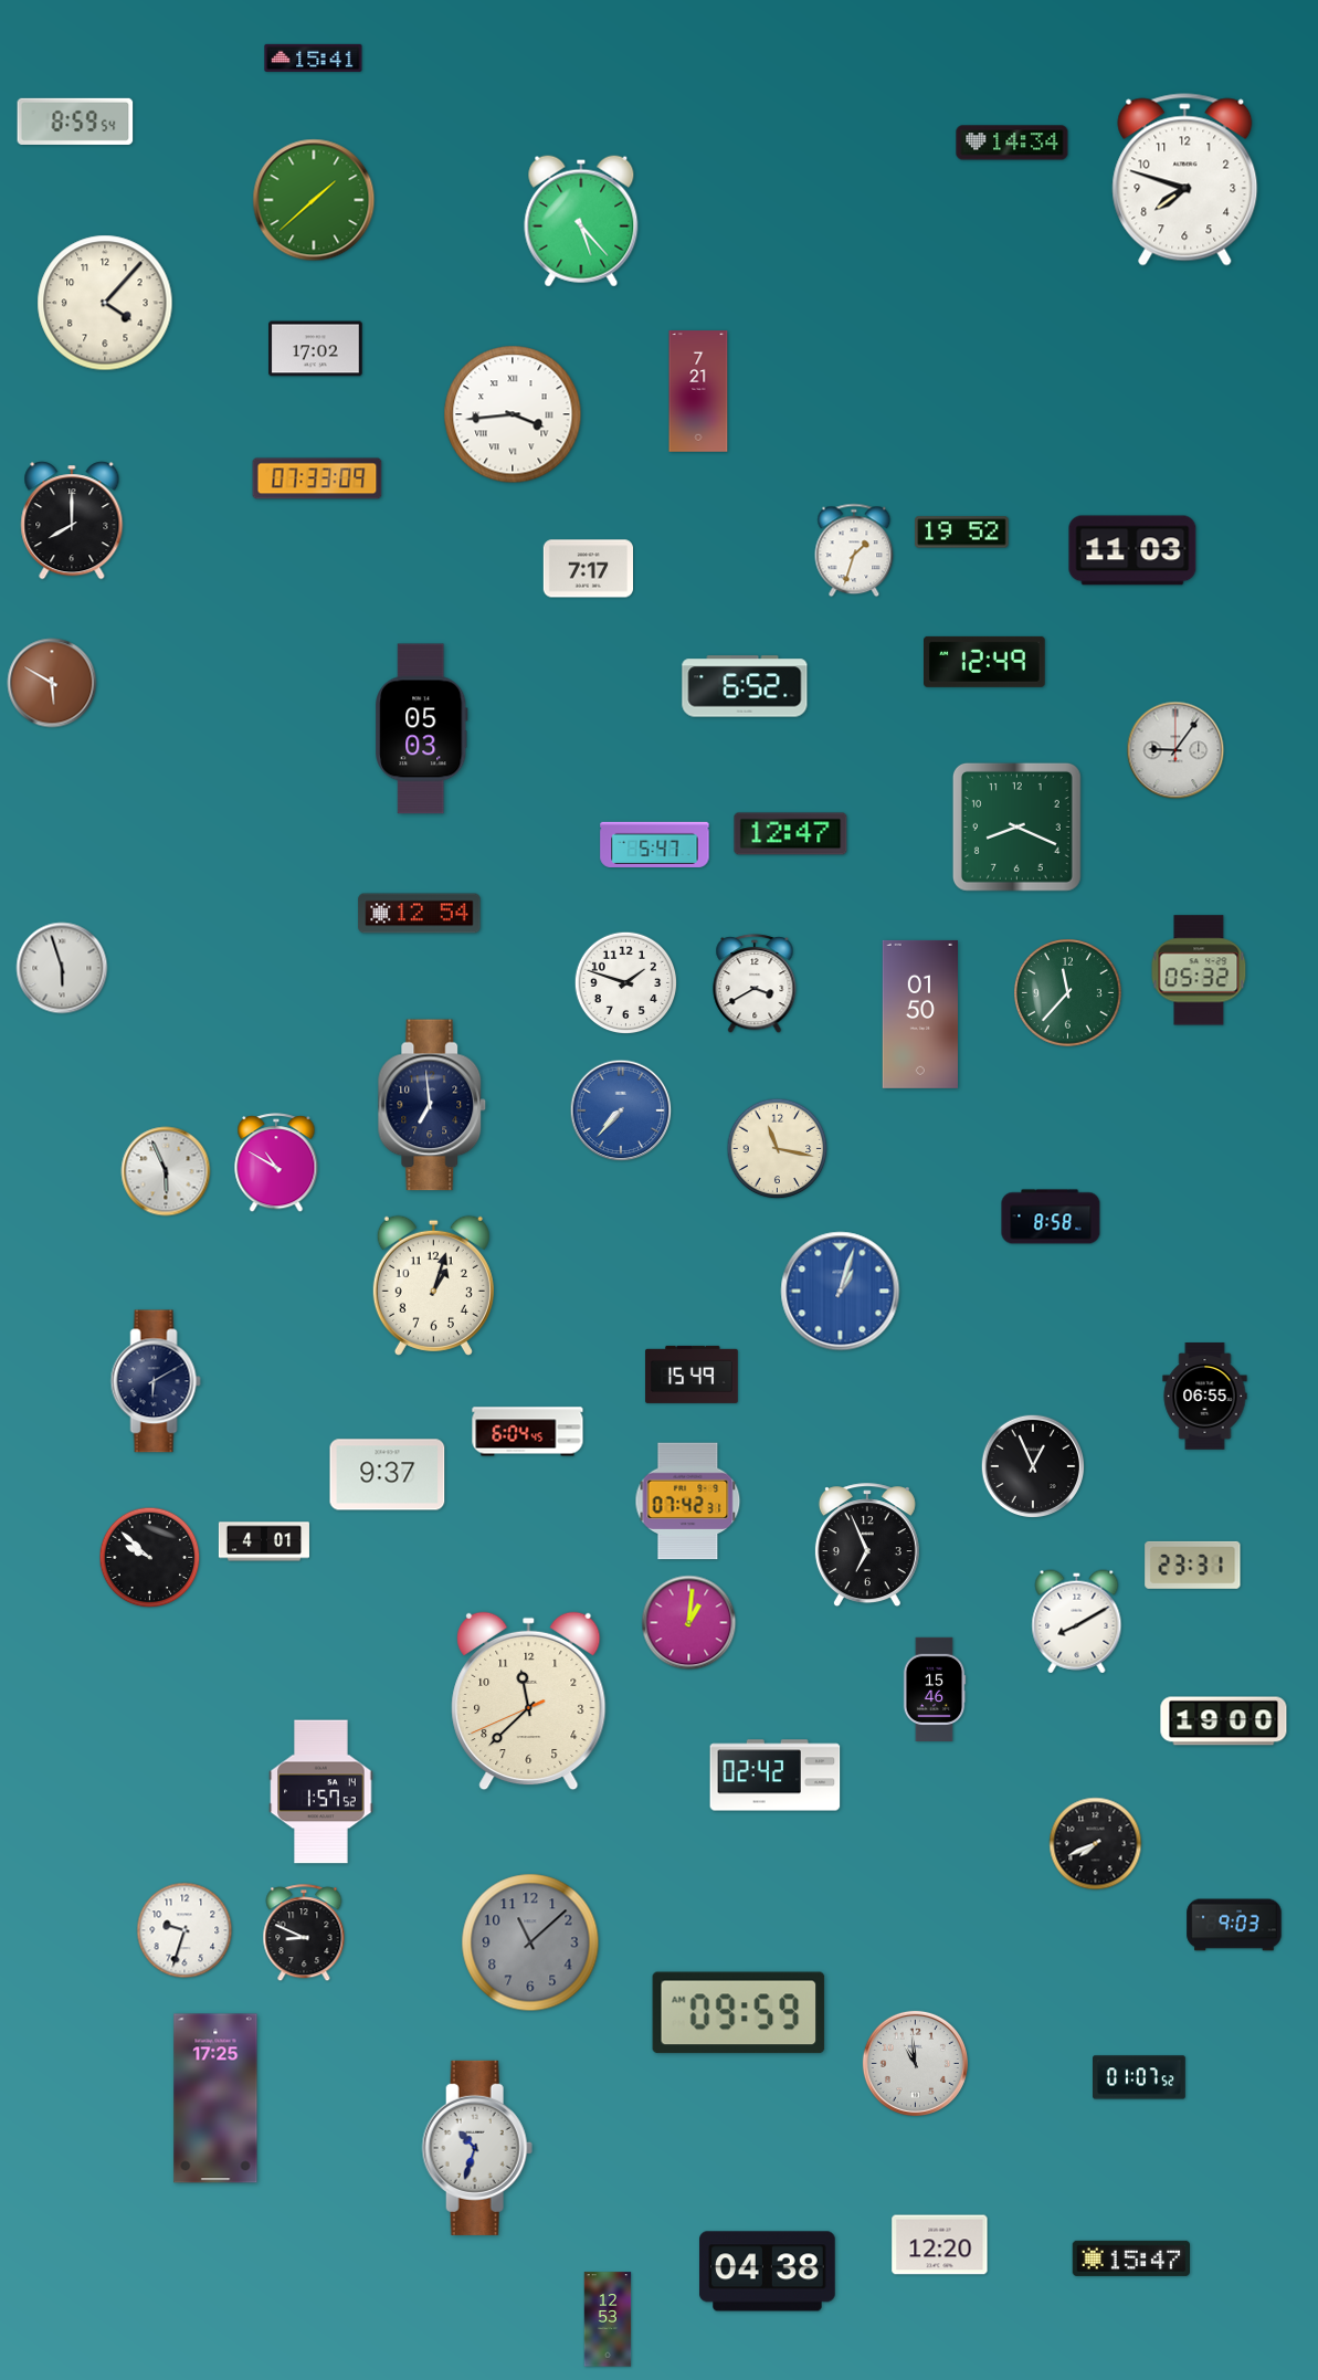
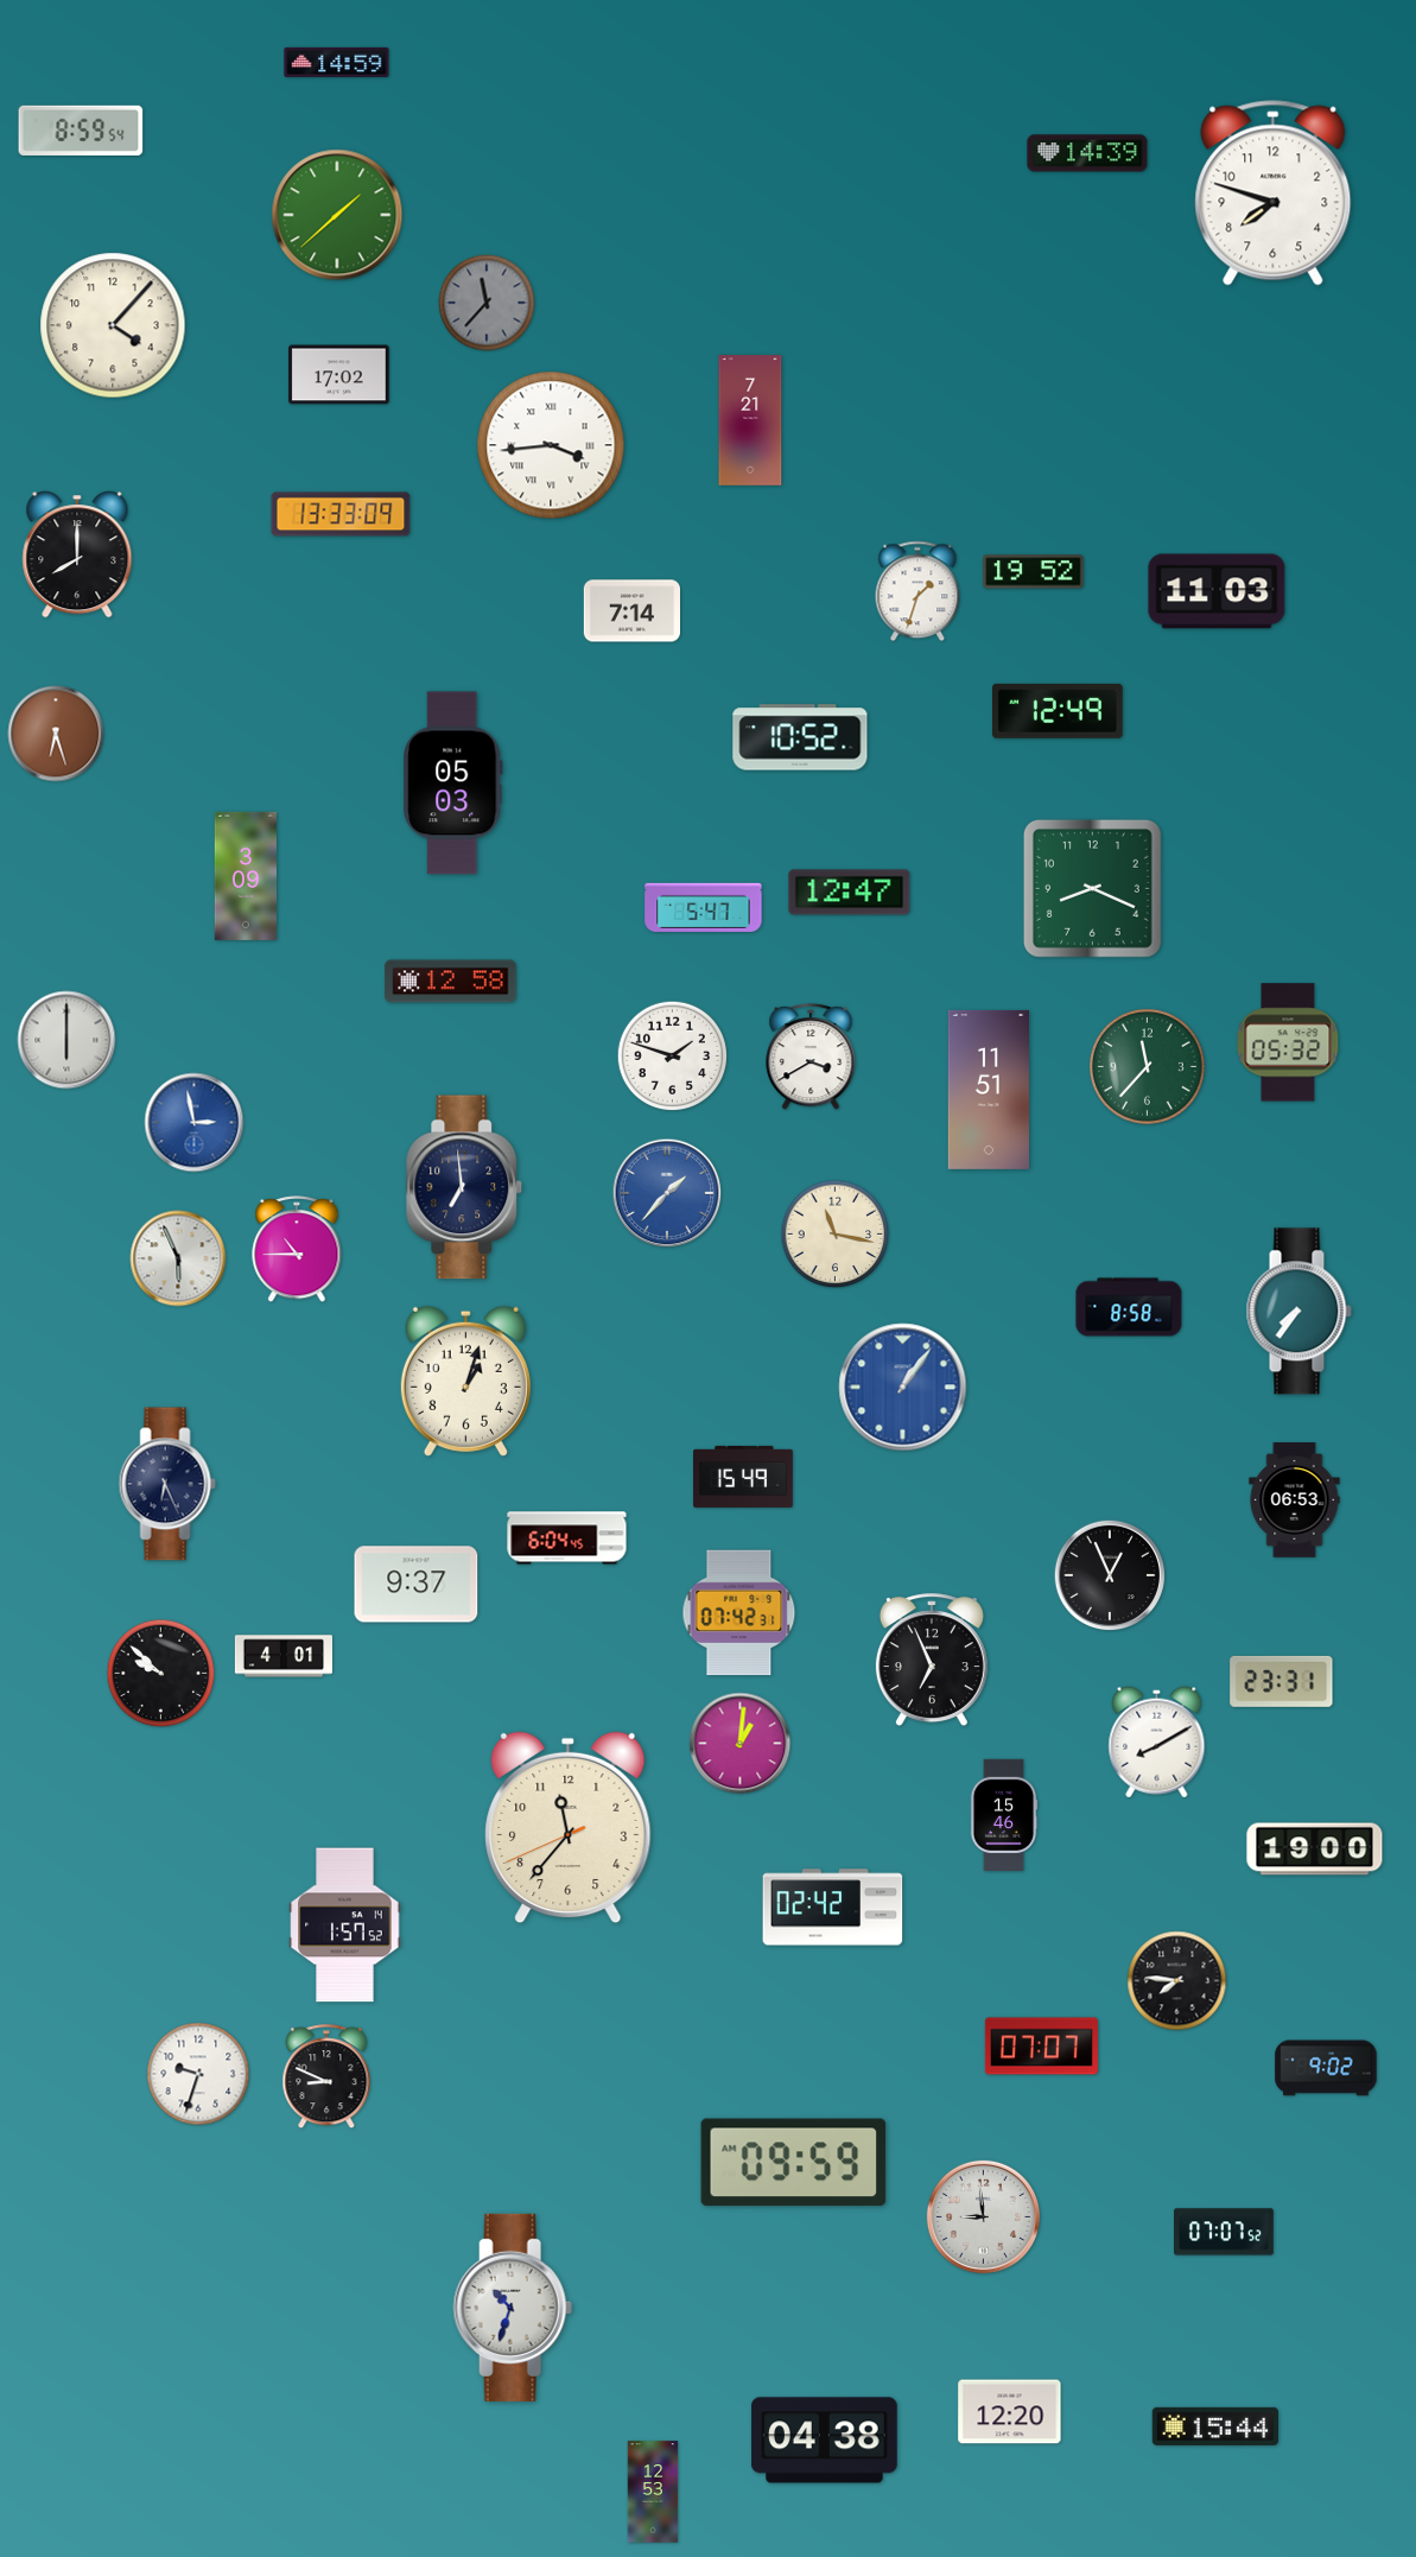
clock at (314, 57): 15:41 -> 14:59
clock at (1012, 143): 14:34 -> 14:39
clock at (581, 221): 5:23 -> none
clock at (487, 303): none -> 11:37
clock at (317, 478): 07:33 -> 13:33
clock at (72, 520) position: (72, 520) -> (77, 554)
clock at (588, 569): 7:17 -> 7:14
clock at (52, 683): 5:50 -> 6:27
clock at (745, 686): 6:52 -> 10:52
clock at (1175, 750): 9:06 -> none
clock at (245, 876): none -> 3:09
clock at (791, 834) position: (791, 834) -> (850, 893)
clock at (420, 914): 12:54 -> 12:58
clock at (62, 968): 5:57 -> 6:00
clock at (919, 1014): 01:50 -> 11:51
clock at (195, 1123): none -> 2:58
clock at (621, 1110): 7:37 -> 1:37
clock at (276, 1163): 10:50 -> 10:45
clock at (1298, 1312): none -> 7:36
clock at (841, 1292): 1:03 -> 1:06
clock at (156, 1381): 6:10 -> 6:26
clock at (1205, 1397): 06:55 -> 06:53
clock at (529, 1702): 11:37 -> 11:36
clock at (1096, 1844): 7:41 -> 7:46
clock at (1041, 2047): none -> 07:07
clock at (1234, 1925): 9:03 -> 9:02
clock at (530, 1942): 11:08 -> none
clock at (915, 2063): 10:59 -> 8:59
clock at (1140, 2077): 01:07 -> 07:07
clock at (215, 2098): 17:25 -> none
clock at (1130, 2258): 15:47 -> 15:44
